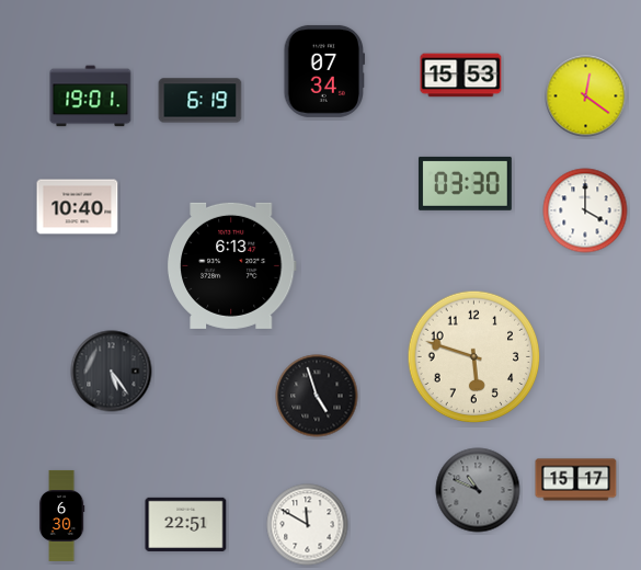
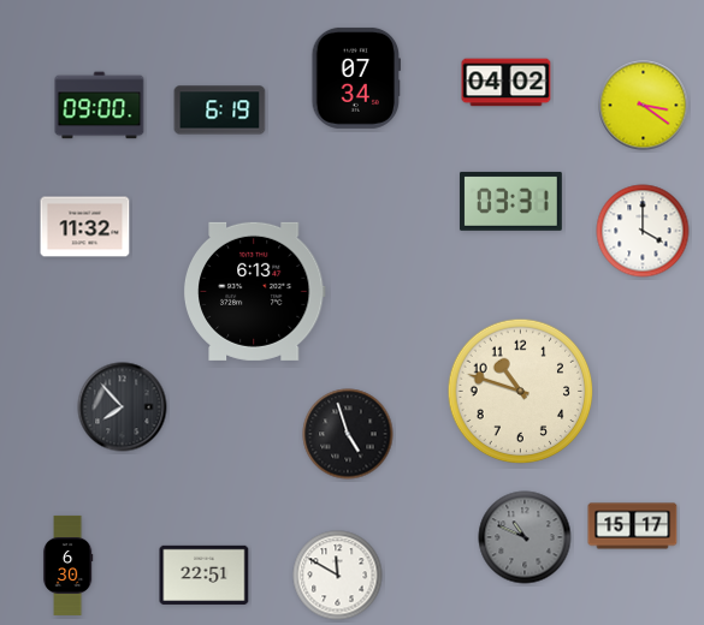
clock at (461, 76): 15:53 -> 04:02
clock at (91, 96): 19:01 -> 09:00
clock at (586, 96): 12:21 -> 3:21
clock at (465, 183): 03:30 -> 03:31
clock at (78, 207): 10:40 -> 11:32
clock at (474, 357): 5:48 -> 10:48
clock at (112, 372): 5:24 -> 7:53
